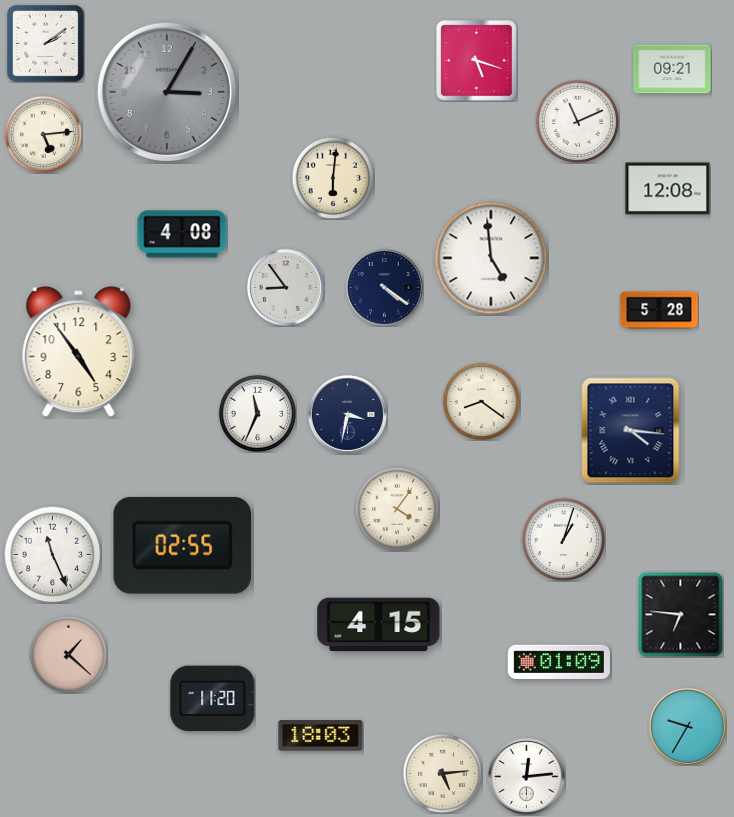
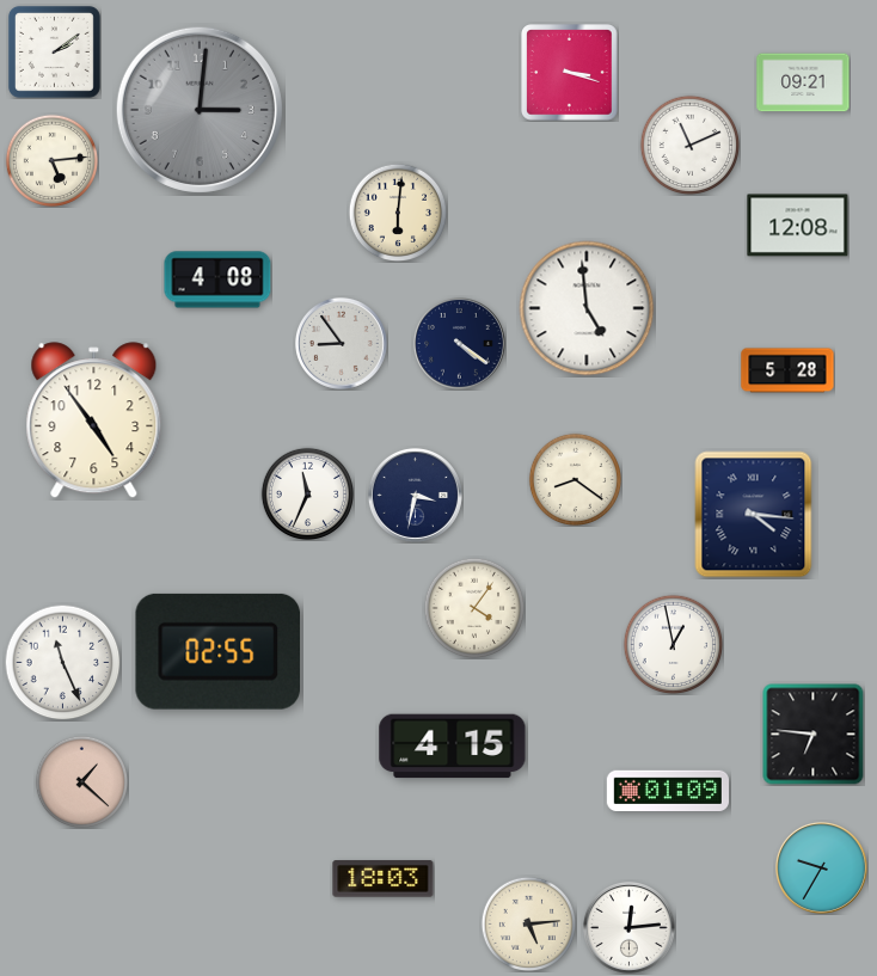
clock at (477, 61): 5:18 -> 3:18
clock at (167, 92): 3:05 -> 3:01
clock at (563, 539): 1:03 -> 12:58
clock at (213, 699): 11:20 -> none
